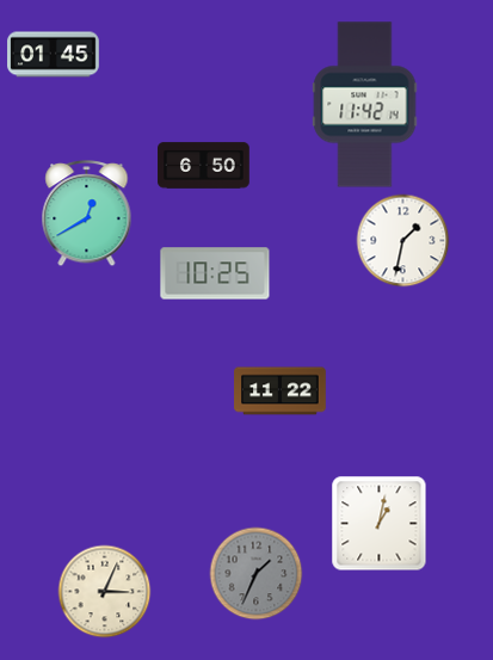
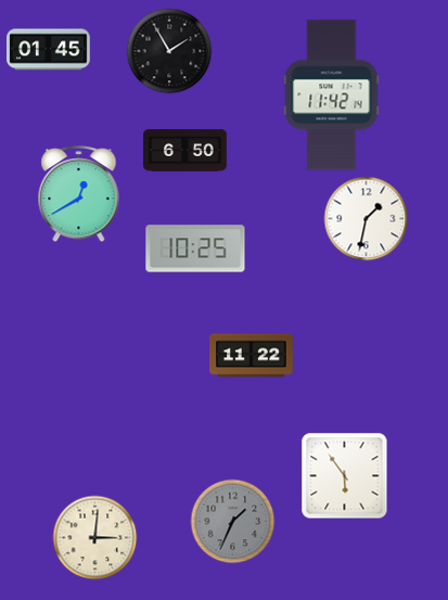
clock at (169, 51): none -> 1:55
clock at (281, 391) position: (281, 391) -> (252, 356)
clock at (378, 523): 1:02 -> 5:54
clock at (104, 591): 3:04 -> 3:01
